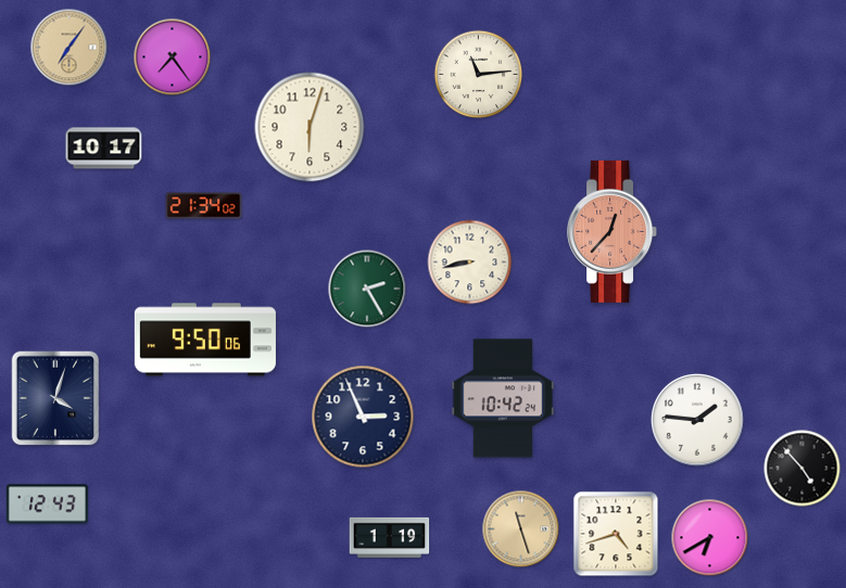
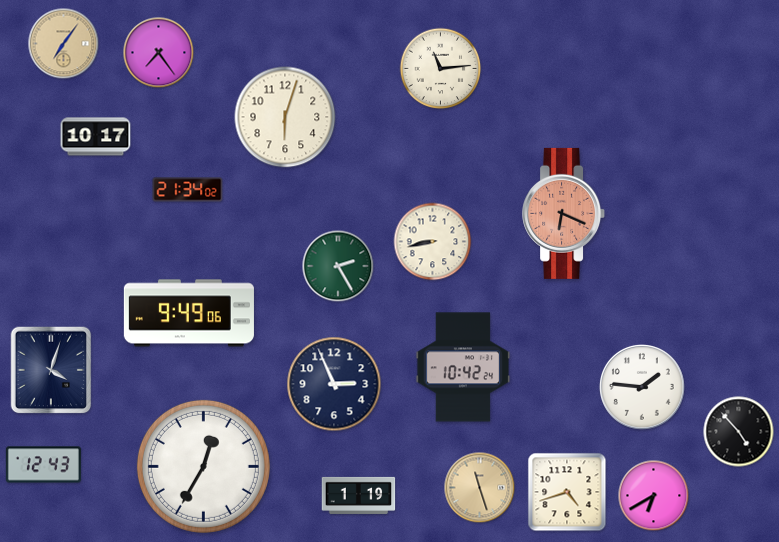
clock at (613, 231): 12:37 -> 6:19
clock at (205, 340): 9:50 -> 9:49
clock at (55, 398) position: (55, 398) -> (51, 370)
clock at (203, 466): none -> 12:35
